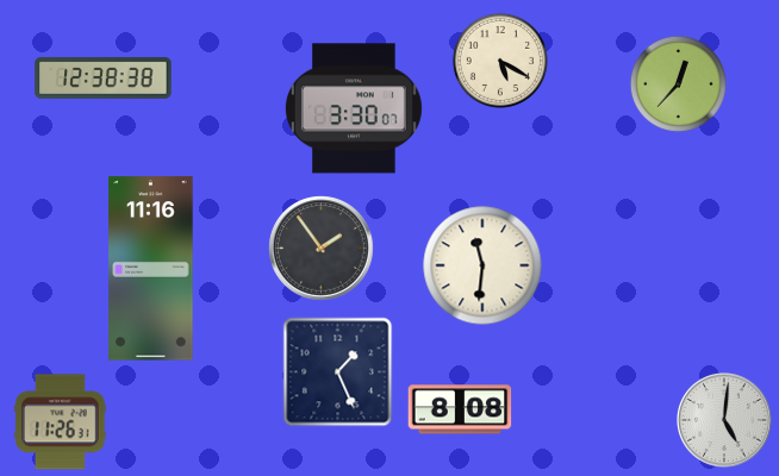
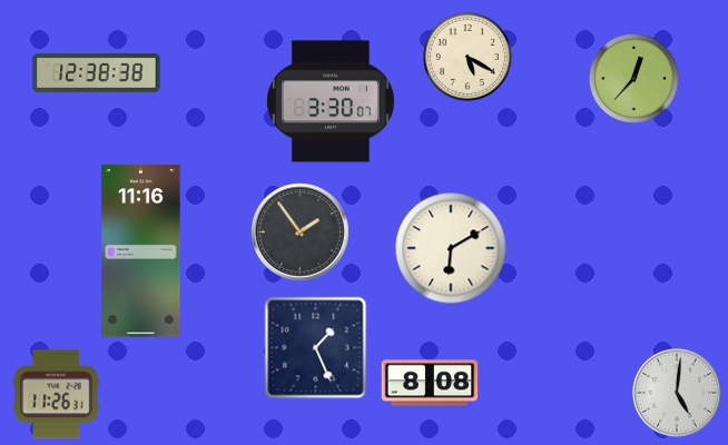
clock at (482, 265): 11:31 -> 6:10
